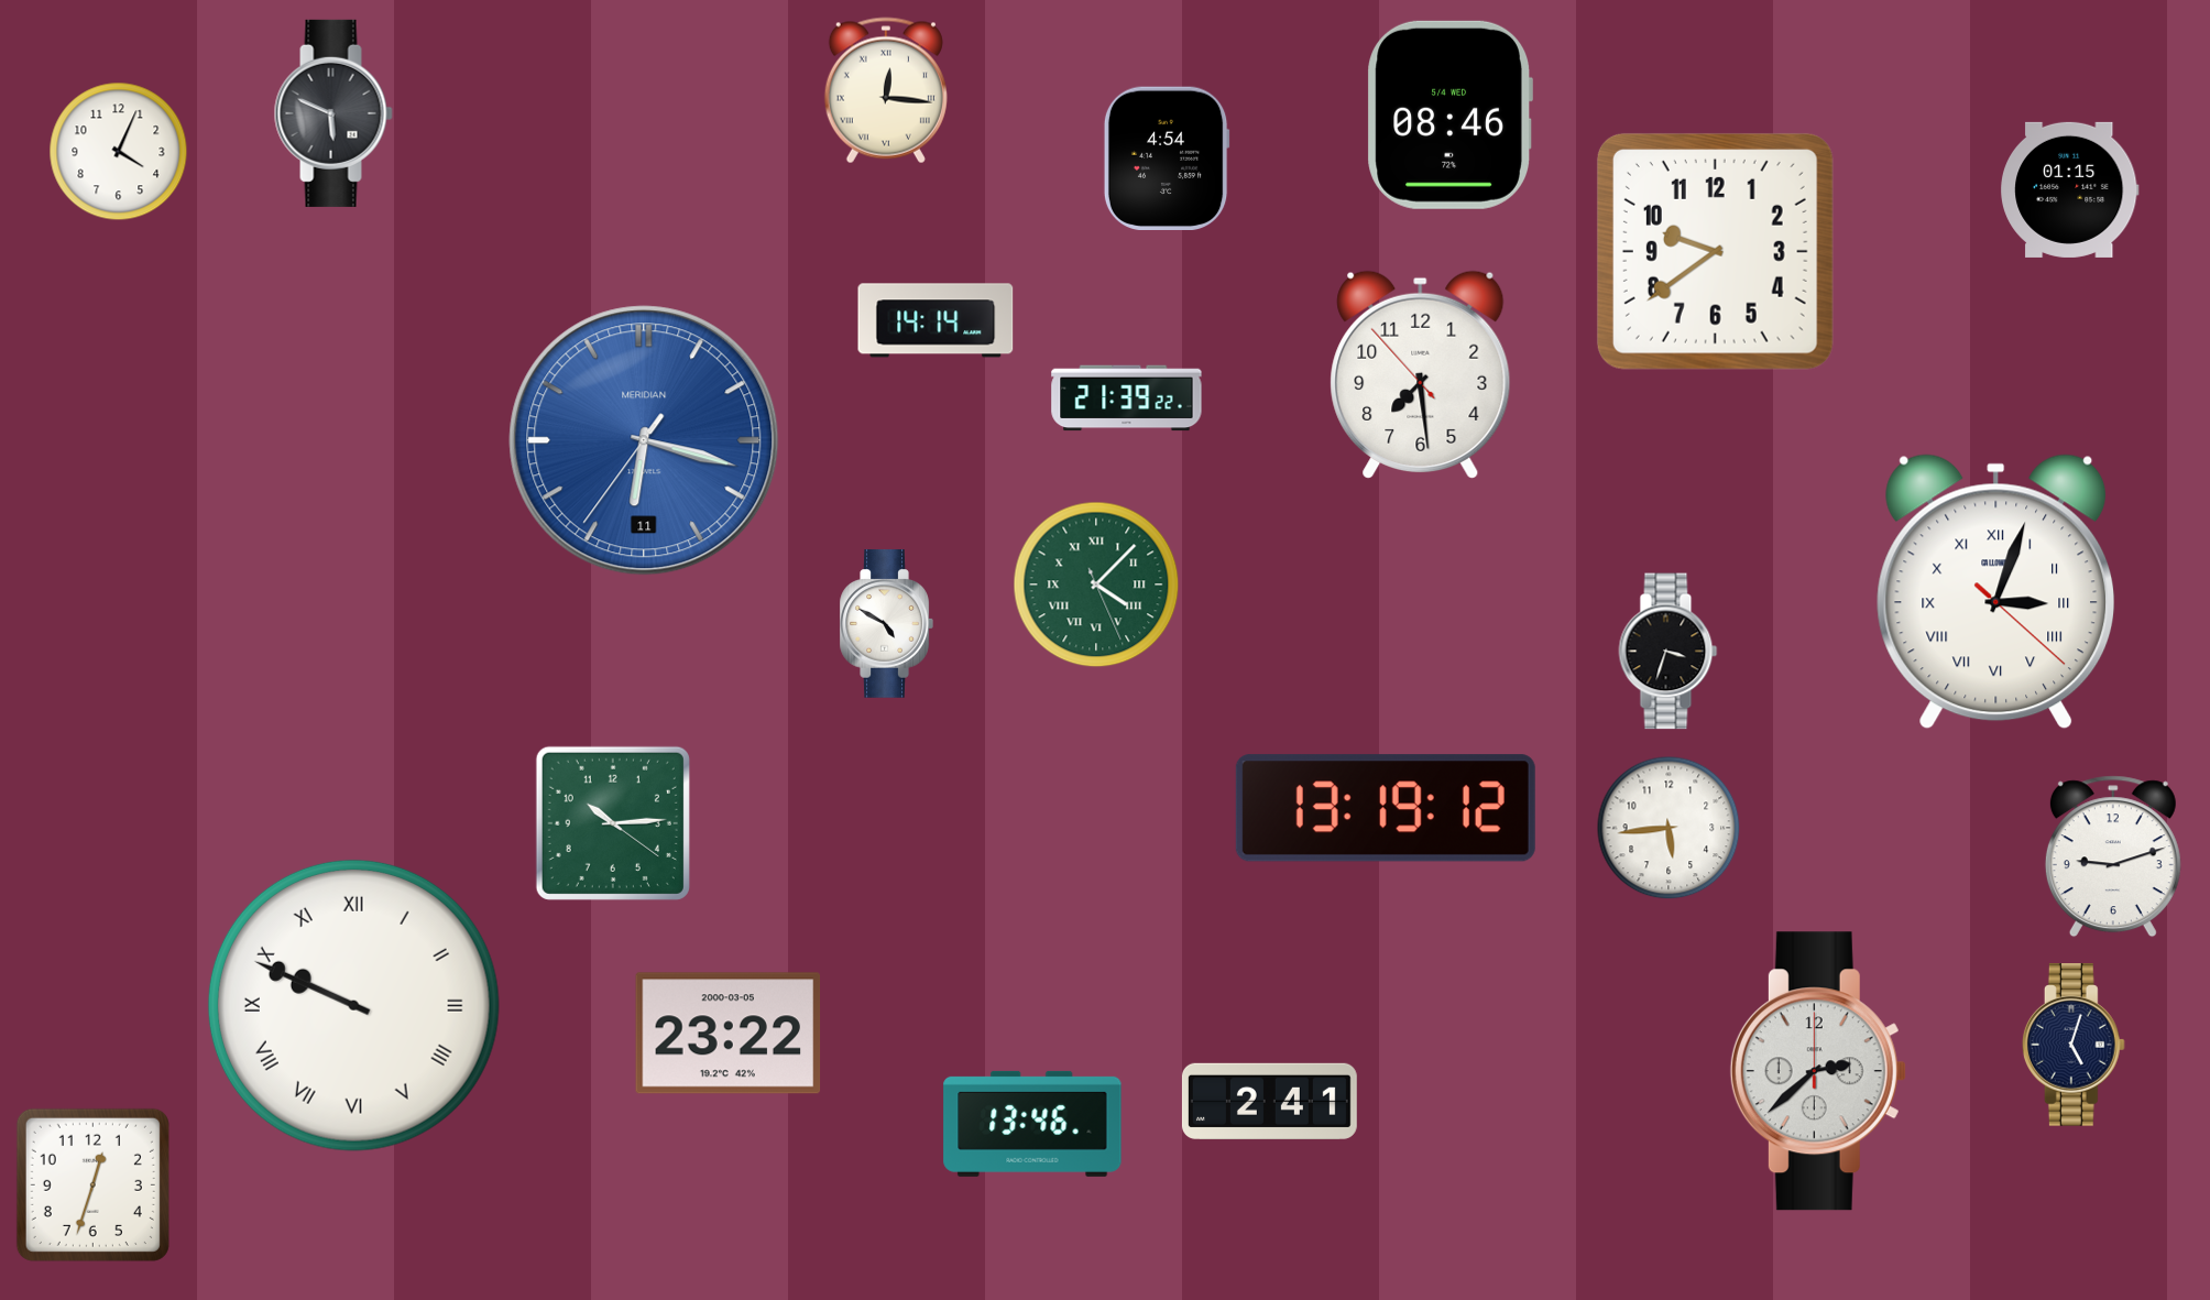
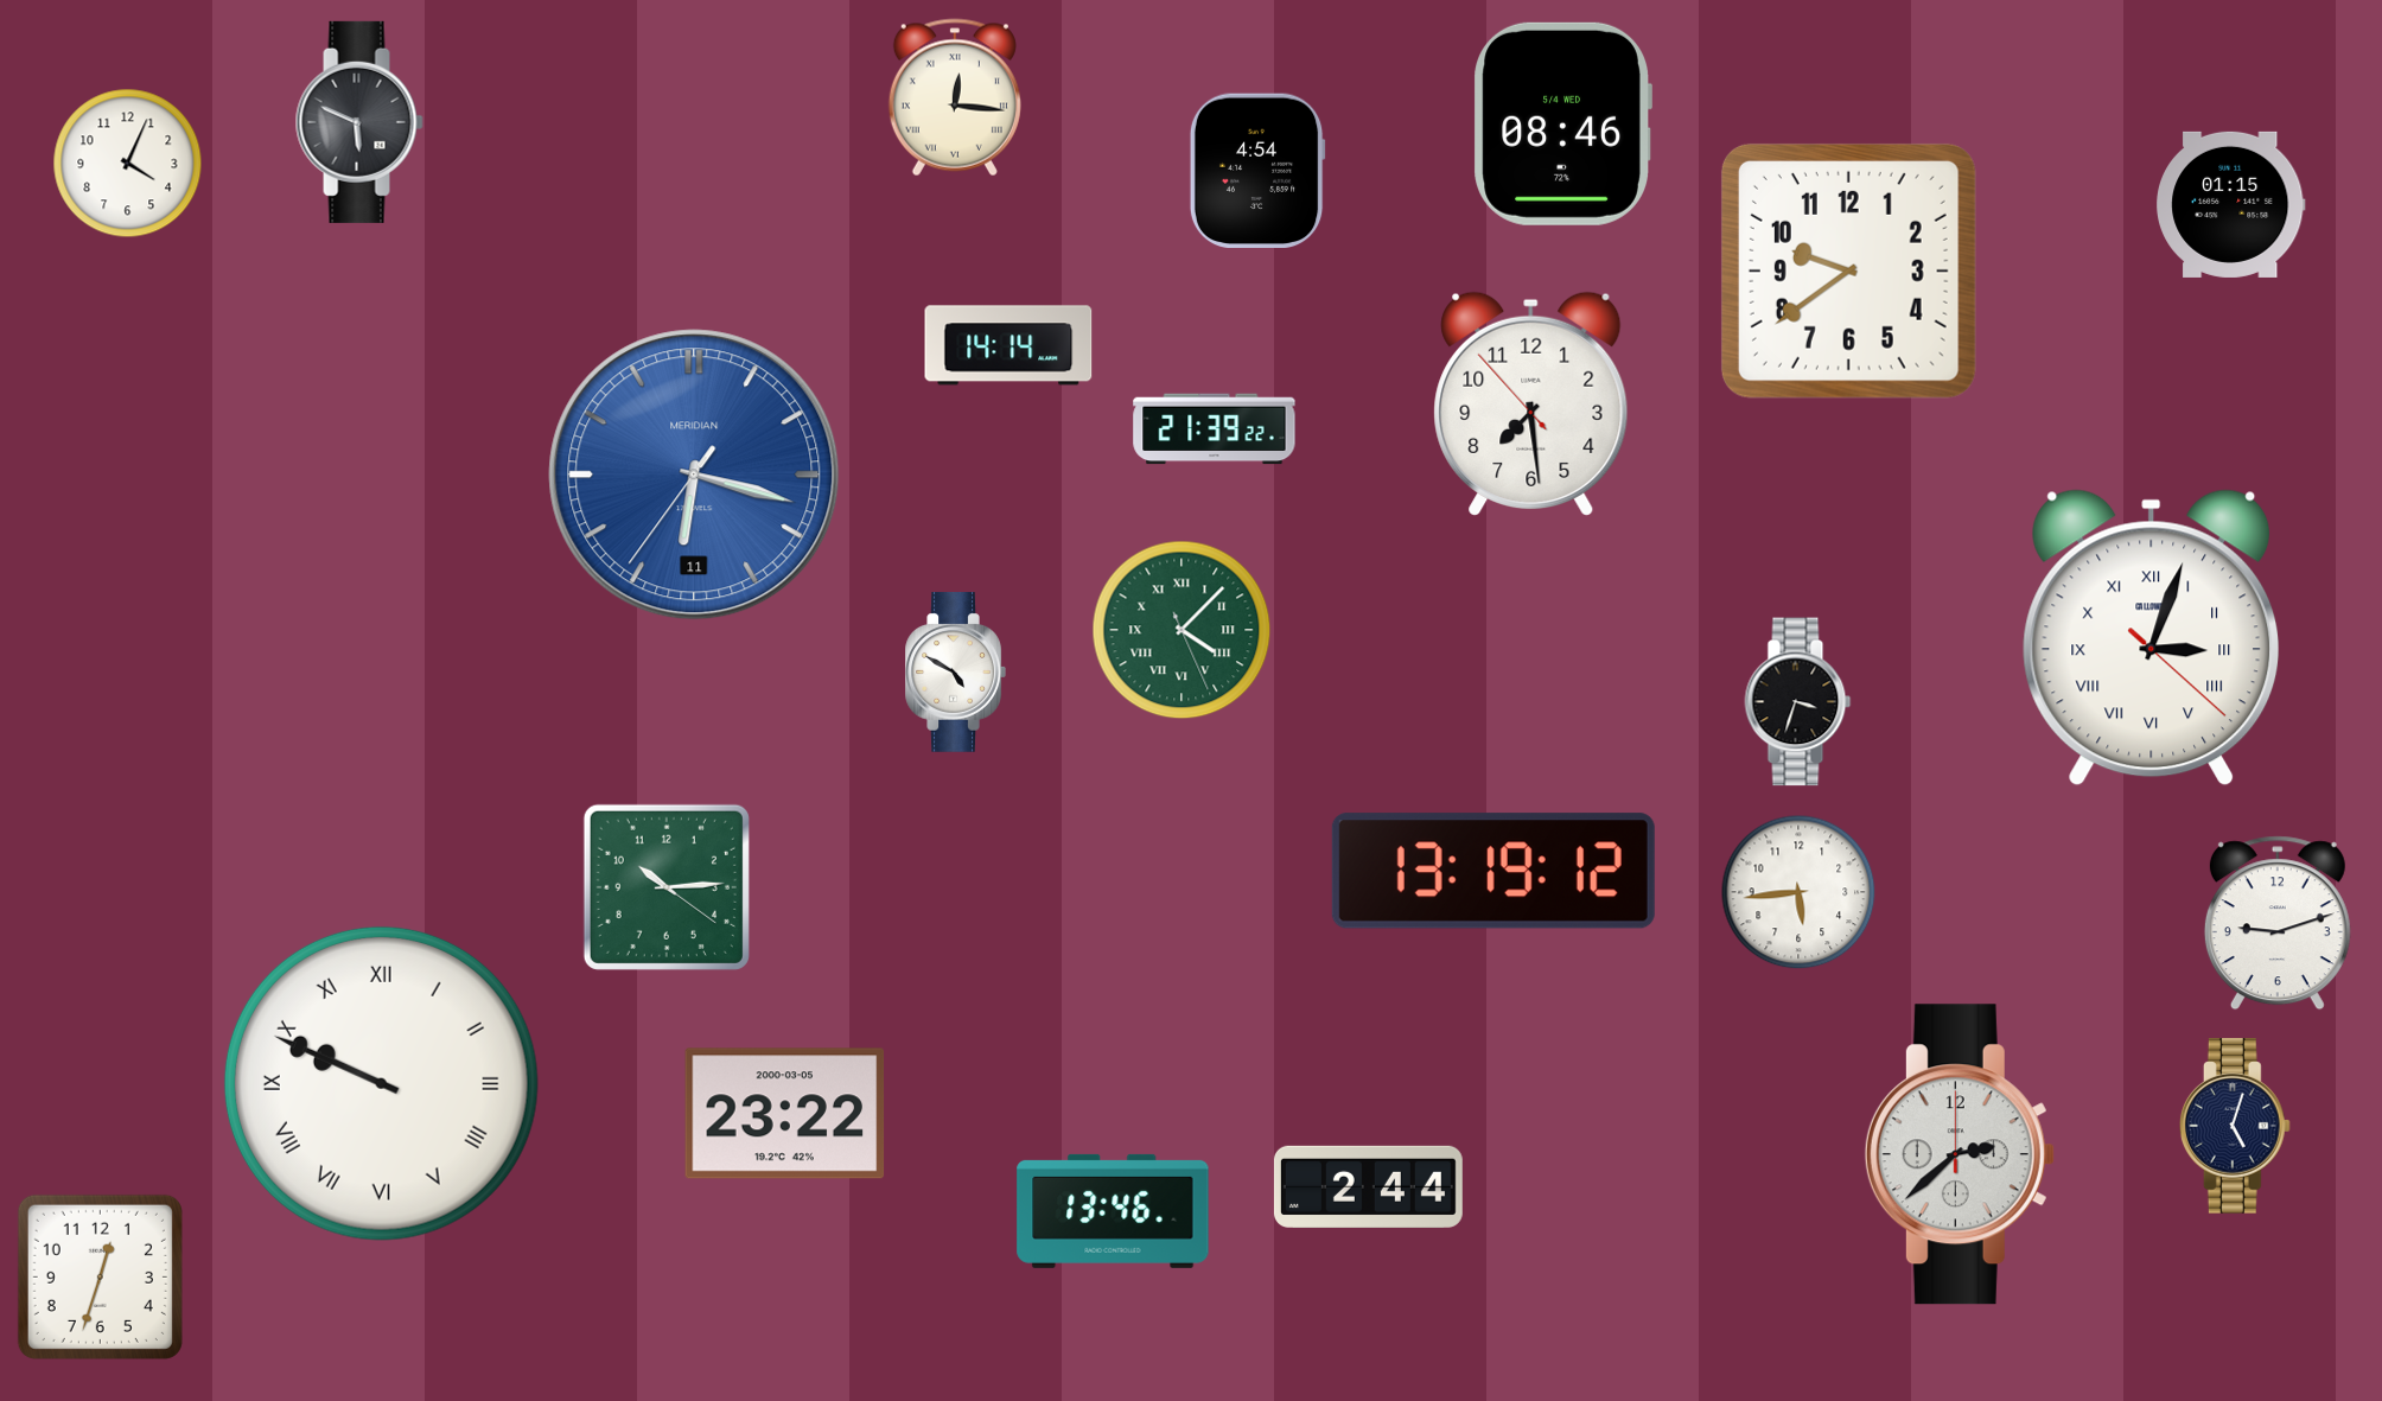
clock at (613, 823) position: (613, 823) -> (667, 887)
clock at (1269, 1101): 2:41 -> 2:44
